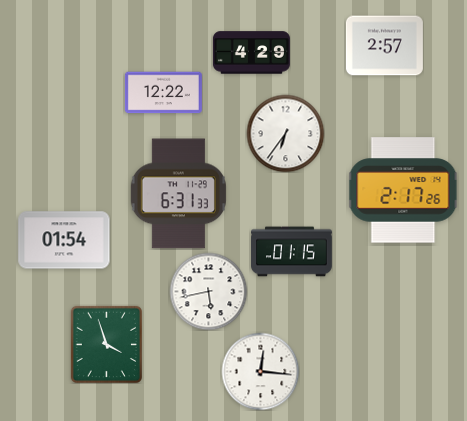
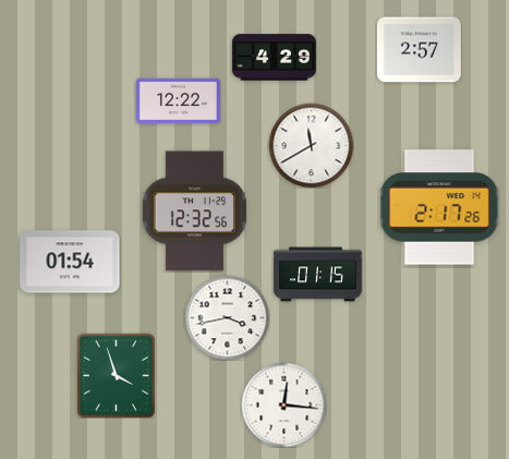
clock at (285, 133): 6:36 -> 11:40
clock at (178, 194): 6:31 -> 12:32
clock at (208, 291): 5:43 -> 3:43
